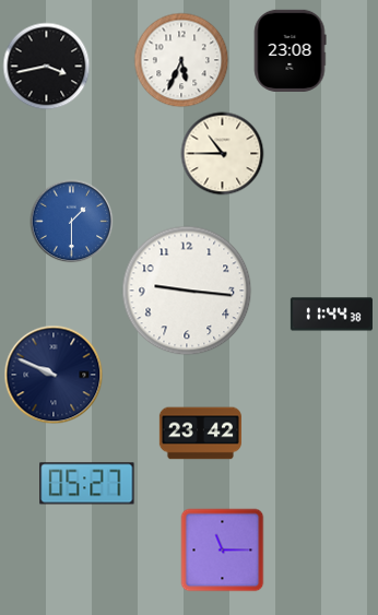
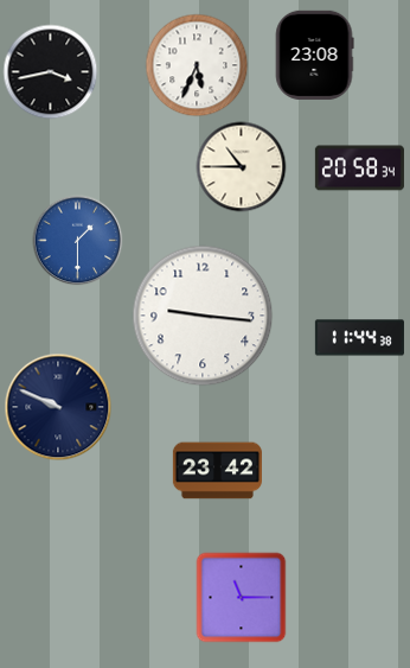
clock at (359, 168): none -> 20:58
clock at (331, 315) position: (331, 315) -> (359, 338)
clock at (87, 484): 05:27 -> none
